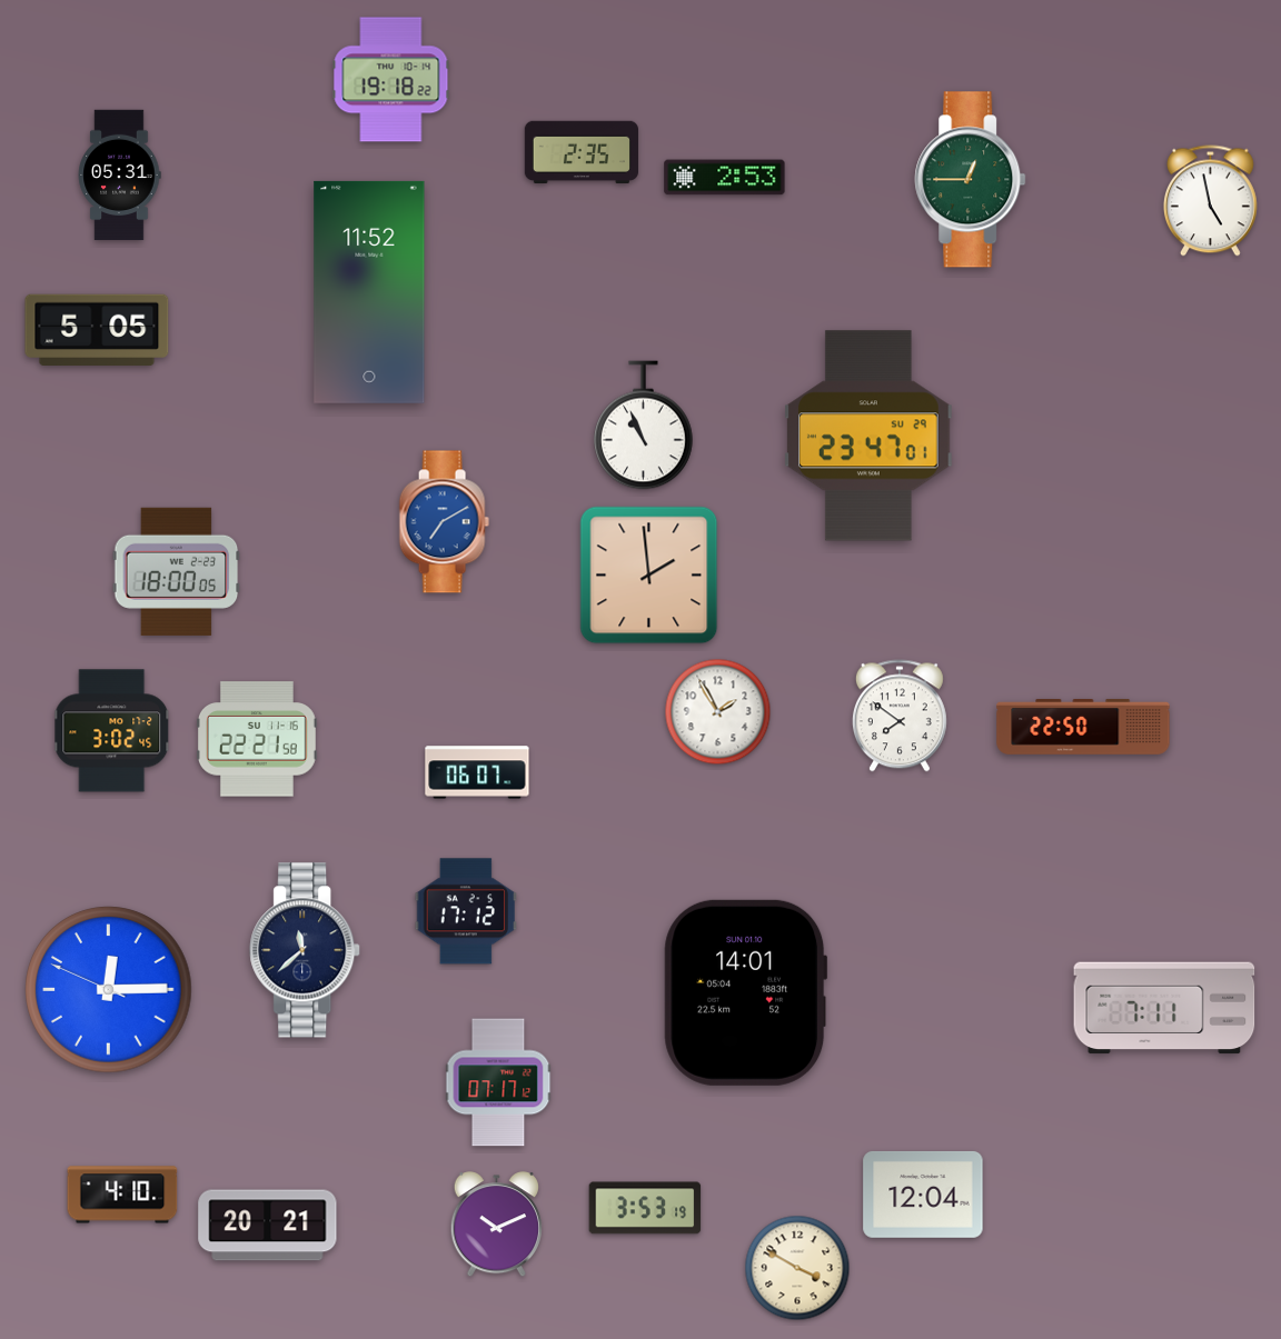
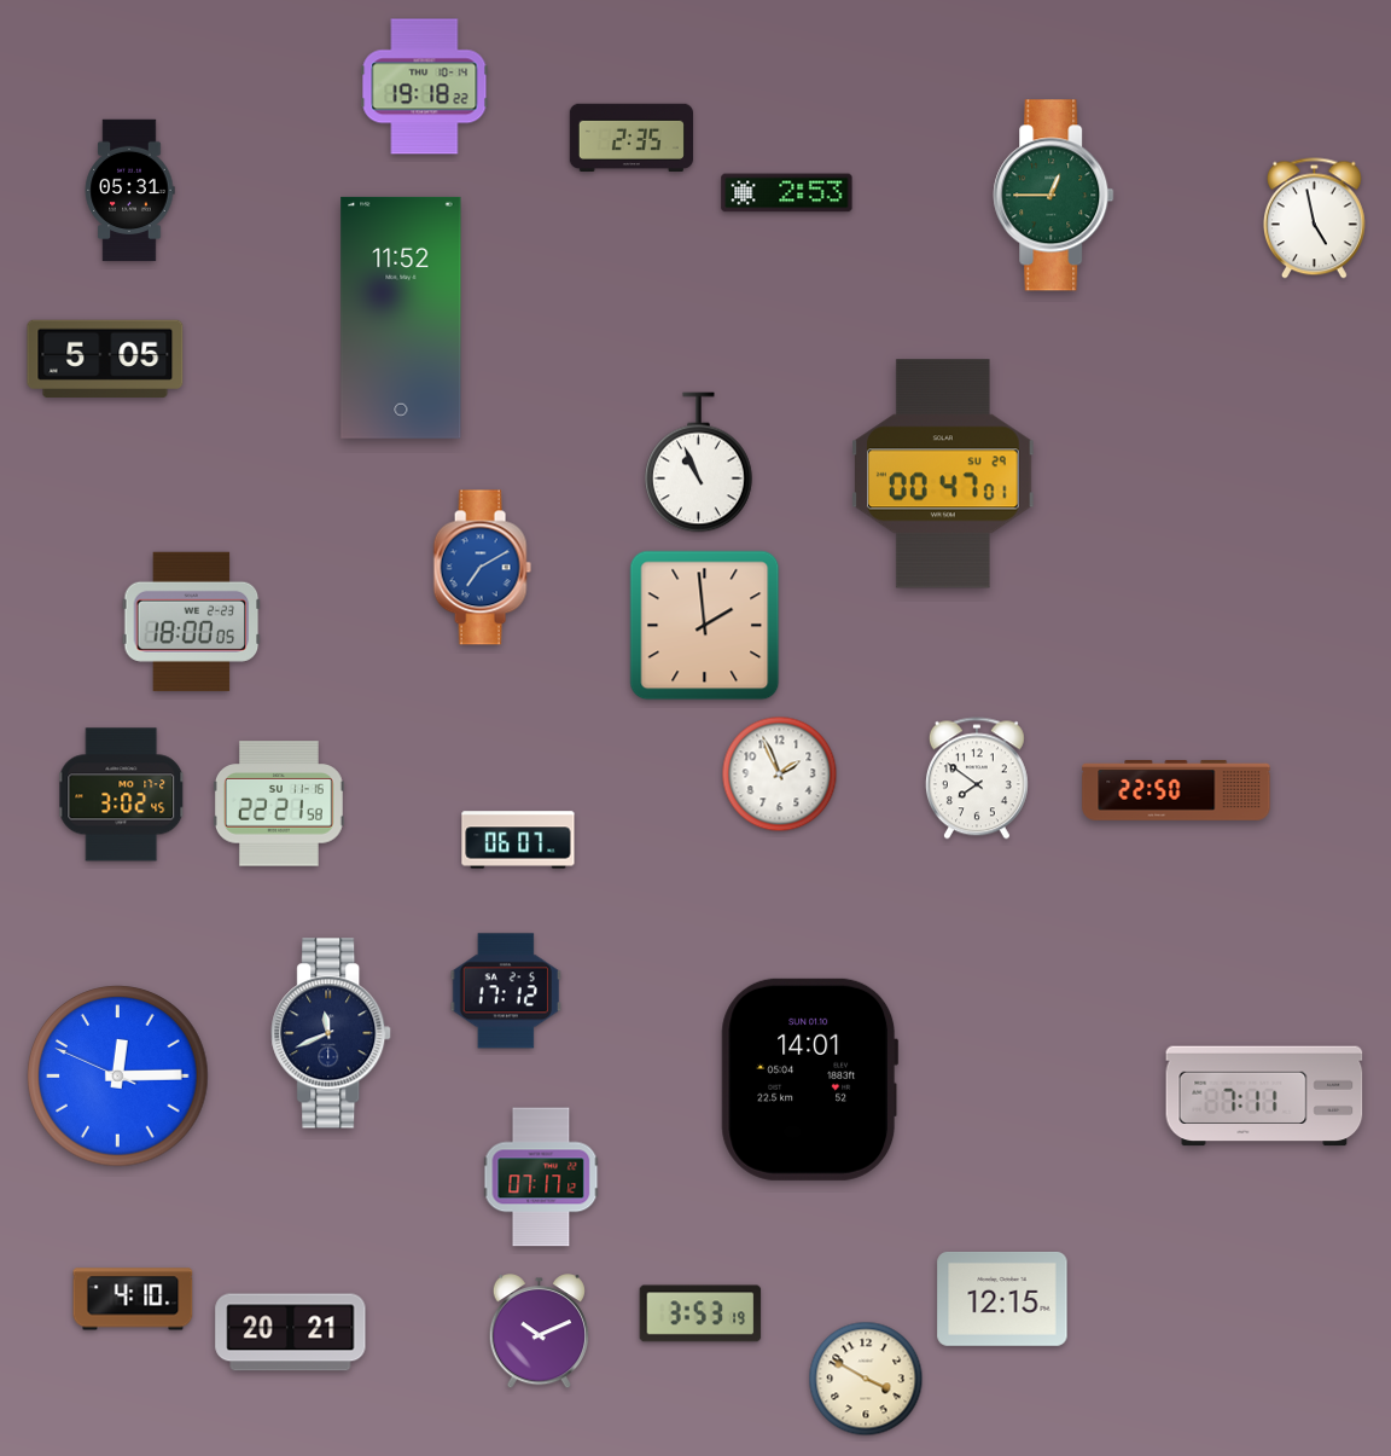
clock at (582, 152) position: (582, 152) -> (632, 138)
clock at (870, 436): 23:47 -> 00:47
clock at (718, 712): 1:55 -> 1:56
clock at (306, 950): 11:38 -> 11:41
clock at (923, 1195): 12:04 -> 12:15
